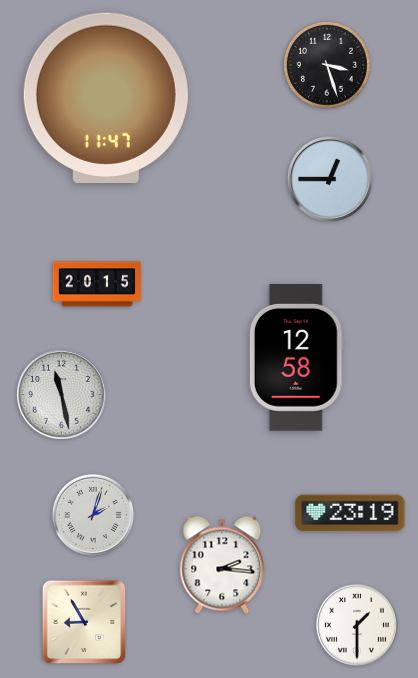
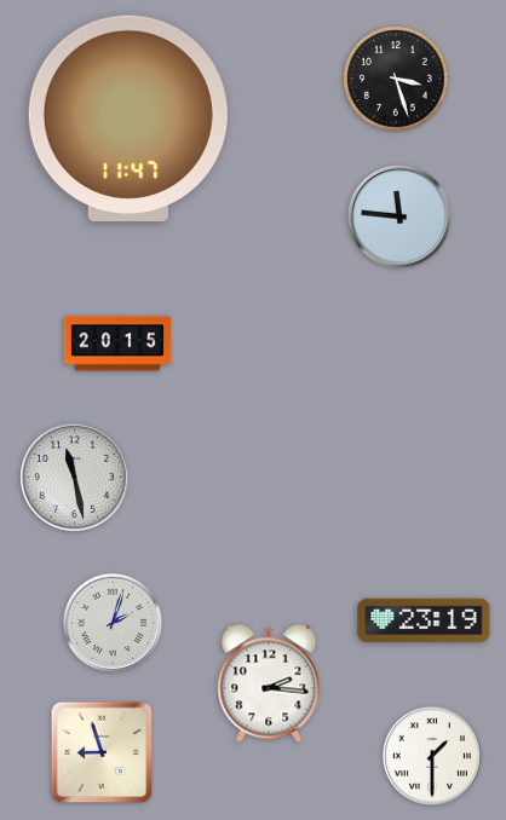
clock at (330, 179): 12:45 -> 11:46
clock at (296, 358): 12:58 -> none
clock at (84, 622): 8:55 -> 8:57
